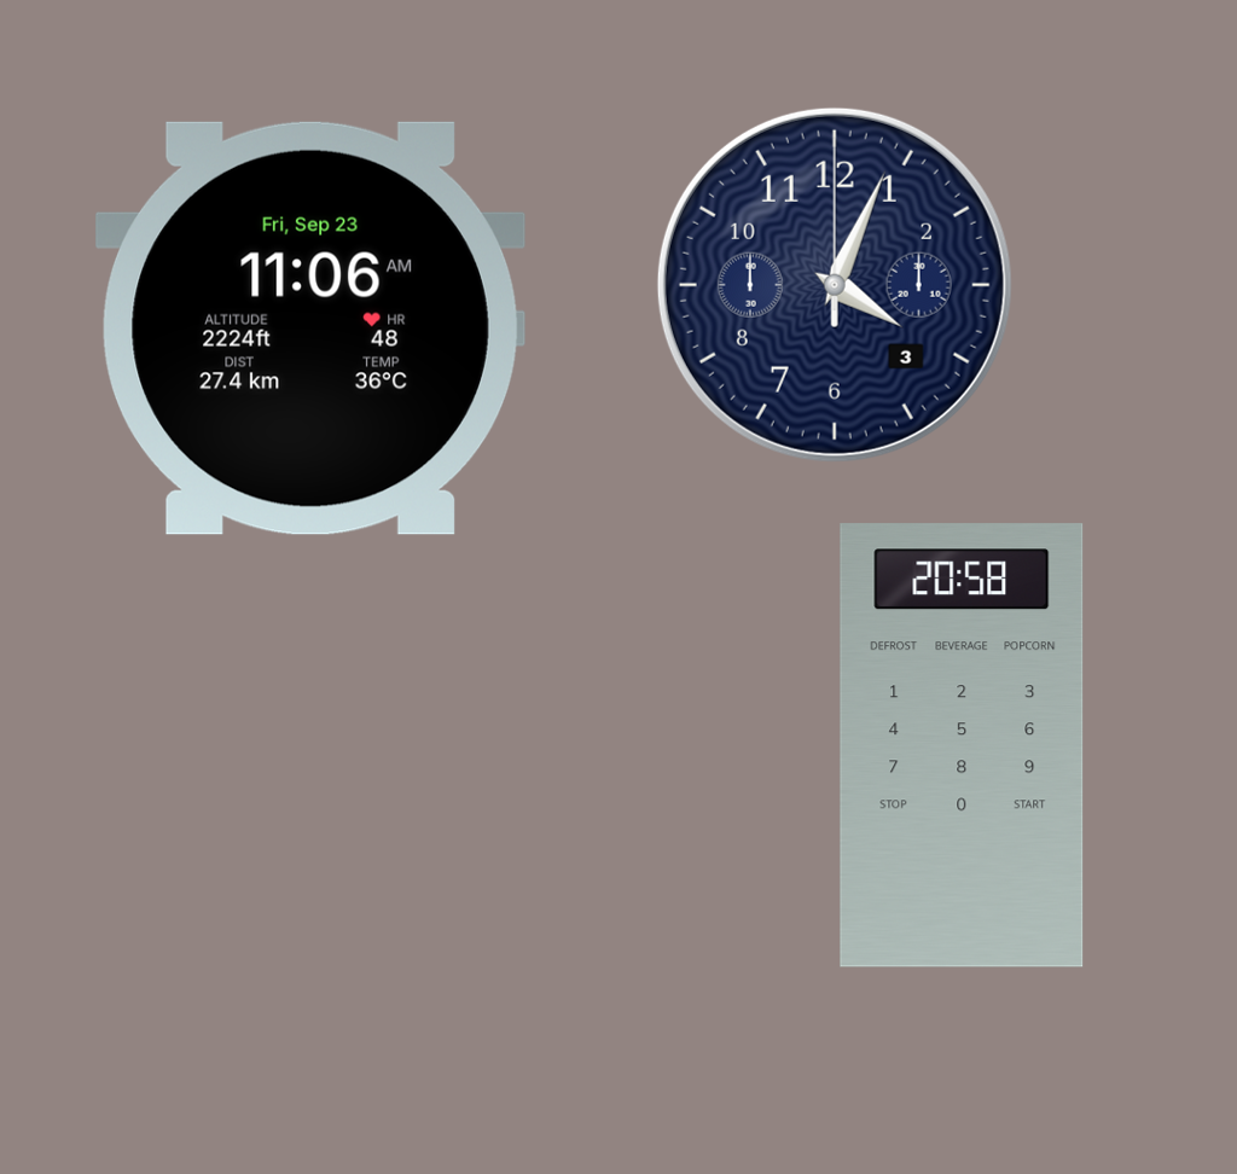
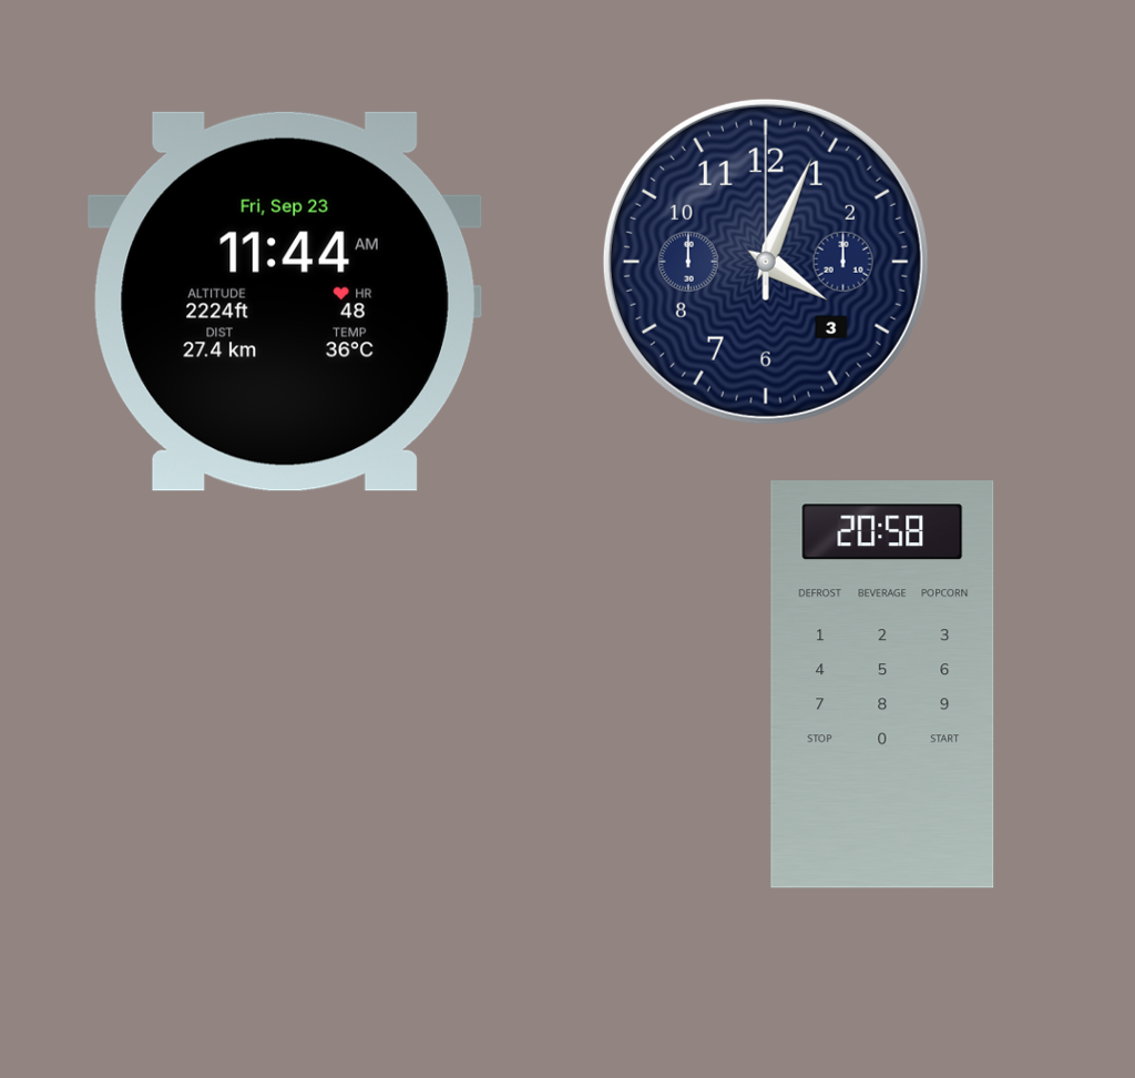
clock at (310, 329): 11:06 -> 11:44
